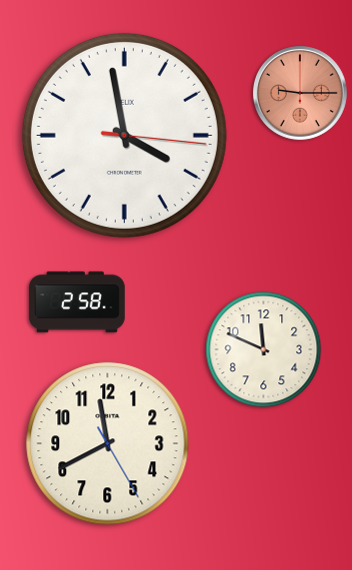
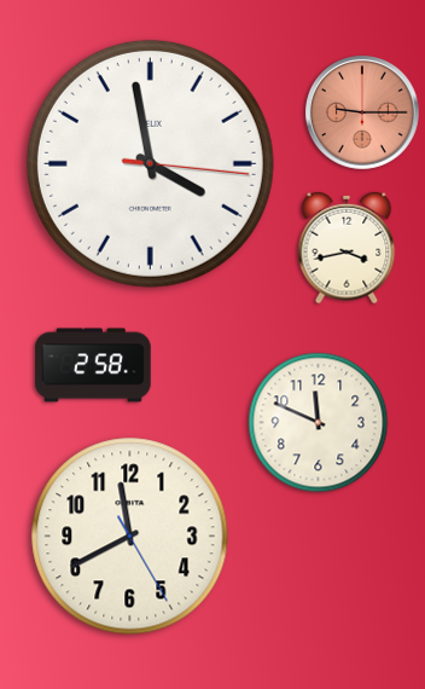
clock at (347, 248): none -> 3:43
